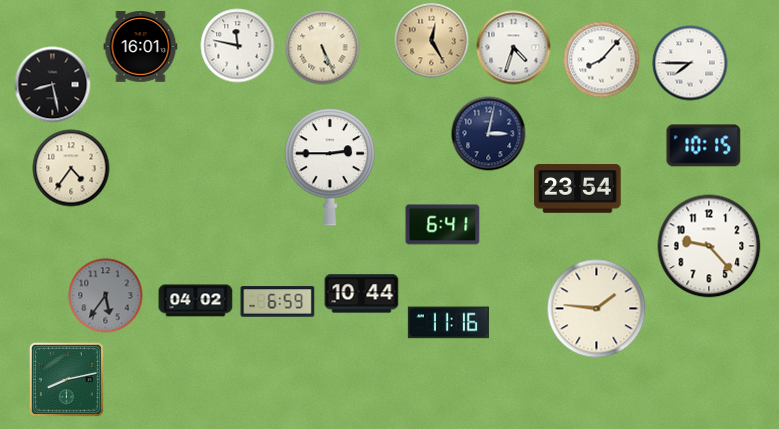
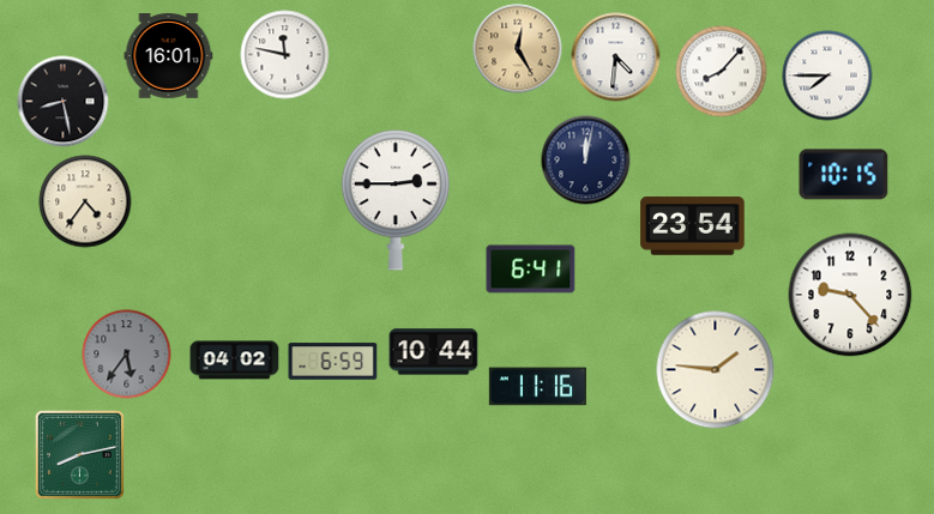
clock at (323, 48): 5:26 -> none
clock at (514, 48): 4:33 -> 4:31
clock at (489, 134): 3:02 -> 12:02
